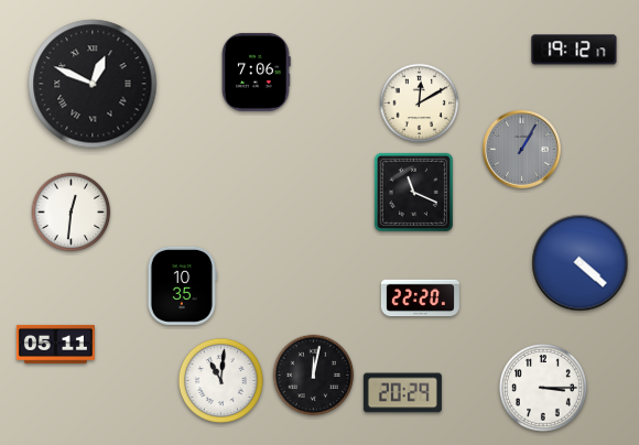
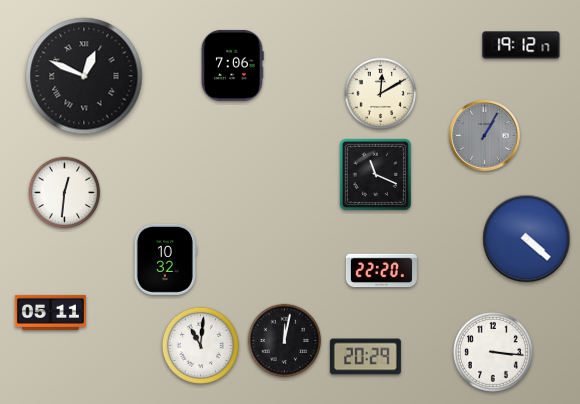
clock at (521, 149) position: (521, 149) -> (484, 135)
clock at (182, 285): 10:35 -> 10:32
clock at (544, 389): 3:15 -> 3:16
